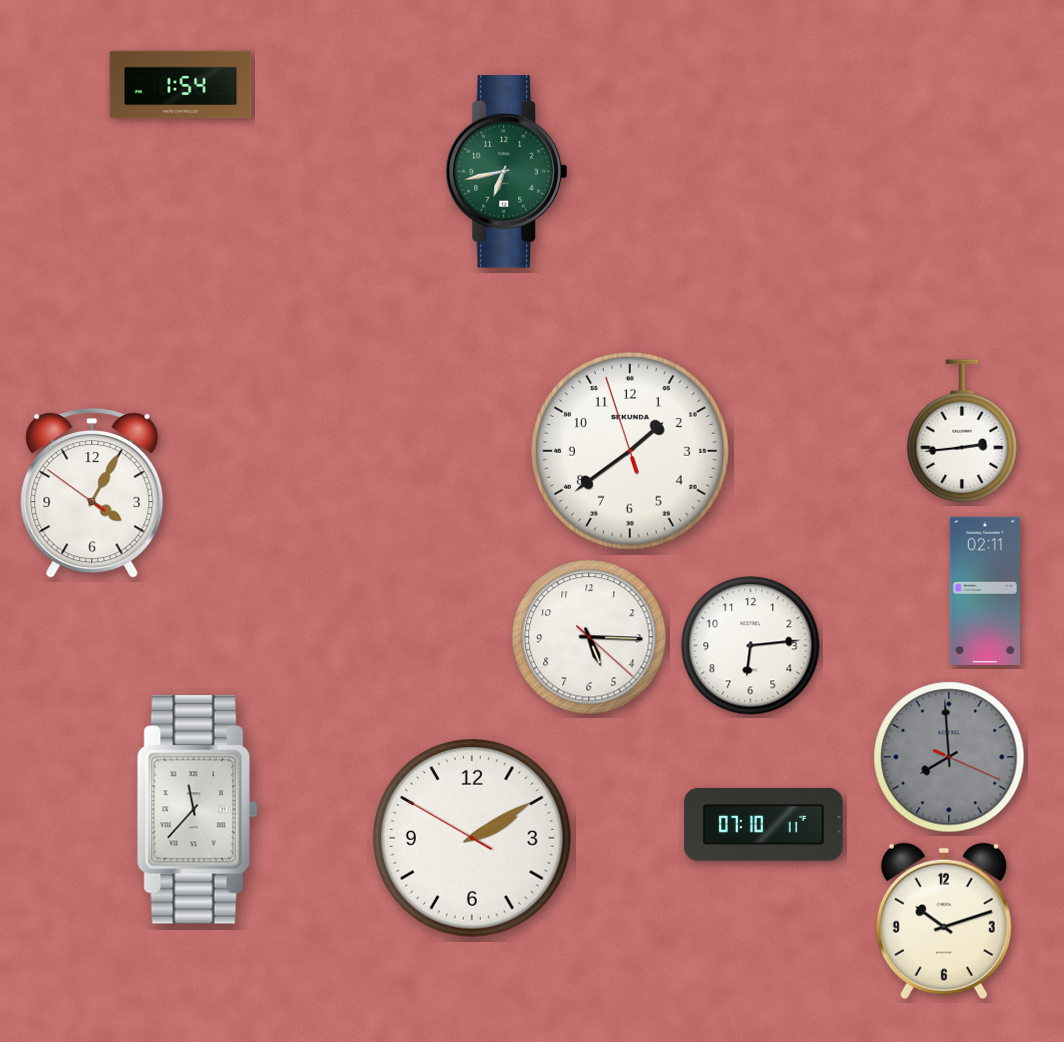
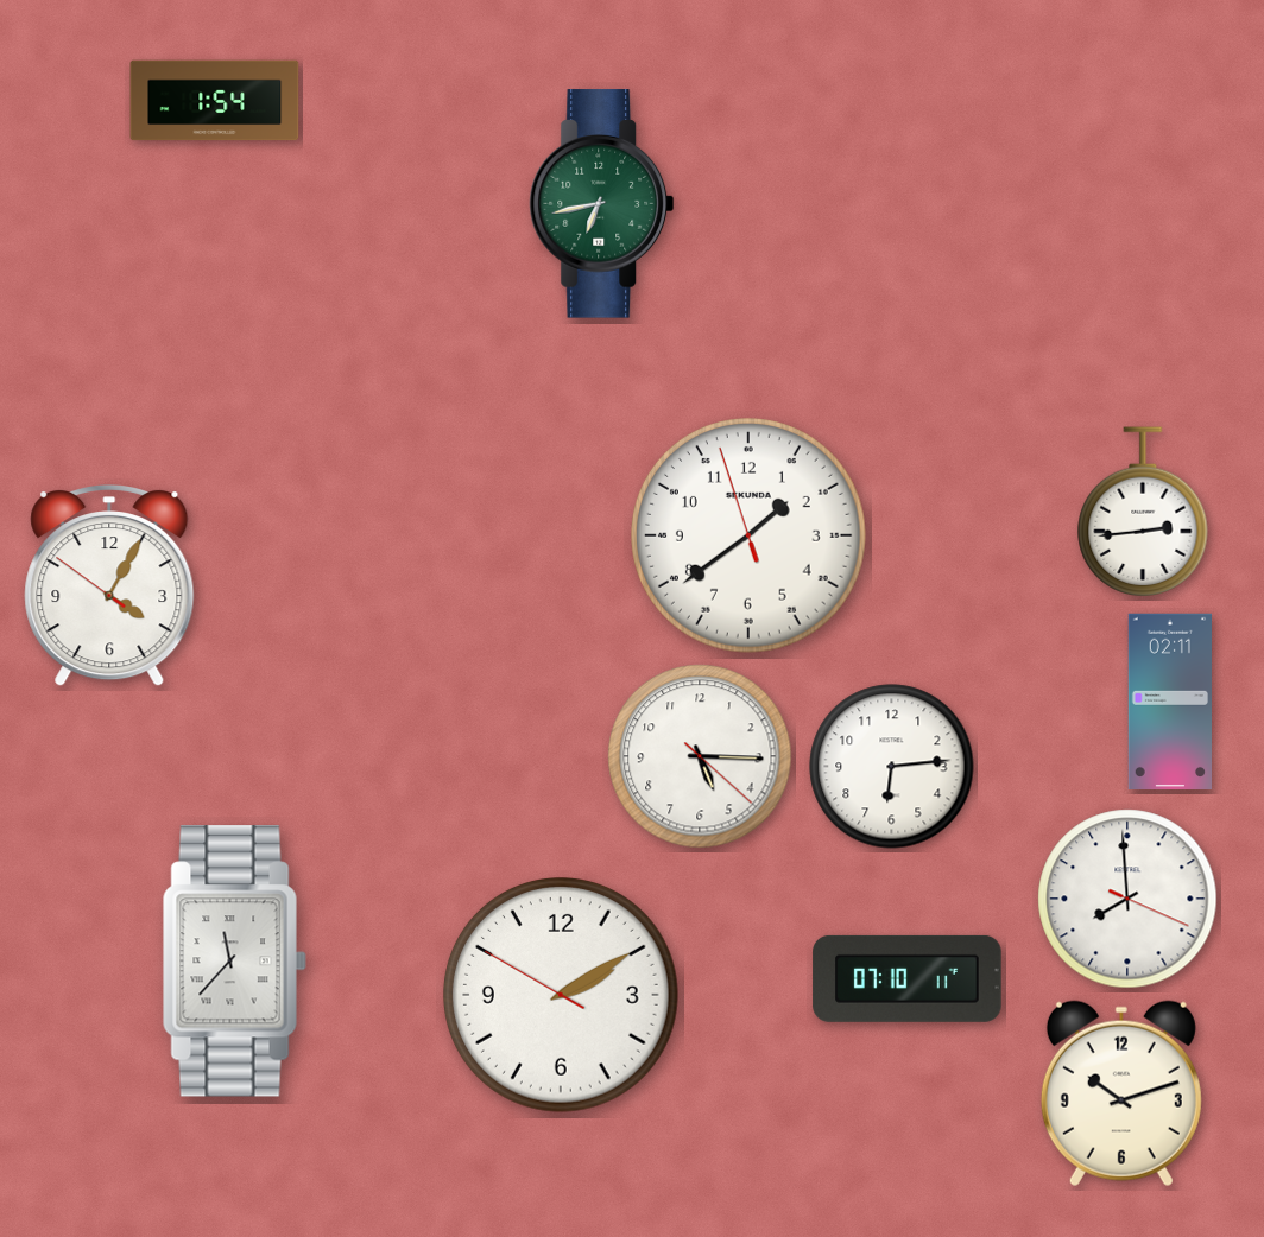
clock at (949, 757) dial: grey -> white
